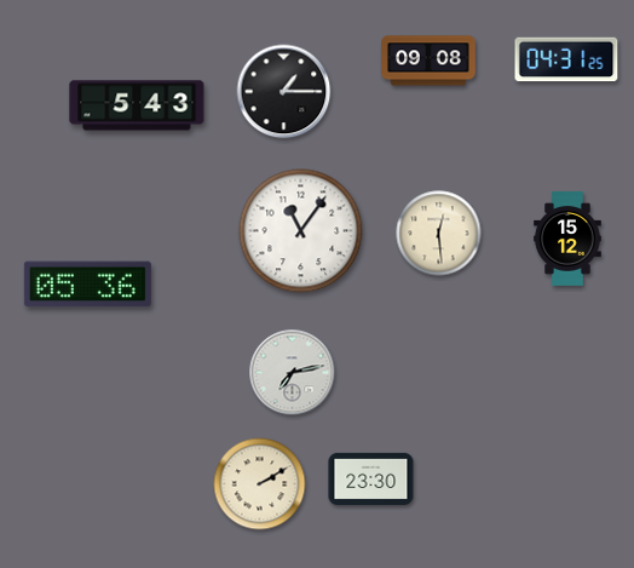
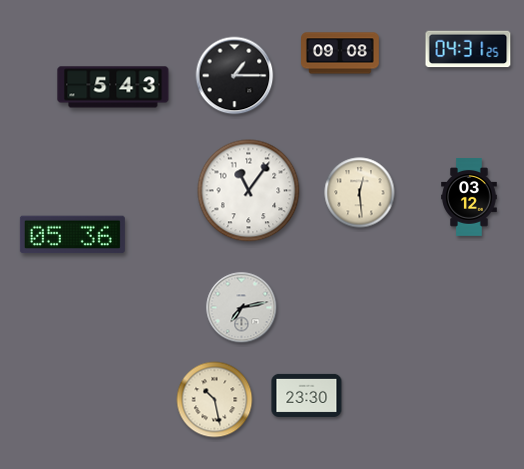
clock at (430, 61) position: (430, 61) -> (341, 53)
clock at (439, 234) position: (439, 234) -> (360, 193)
clock at (567, 240): 15:12 -> 03:12
clock at (260, 484): 2:10 -> 10:28
